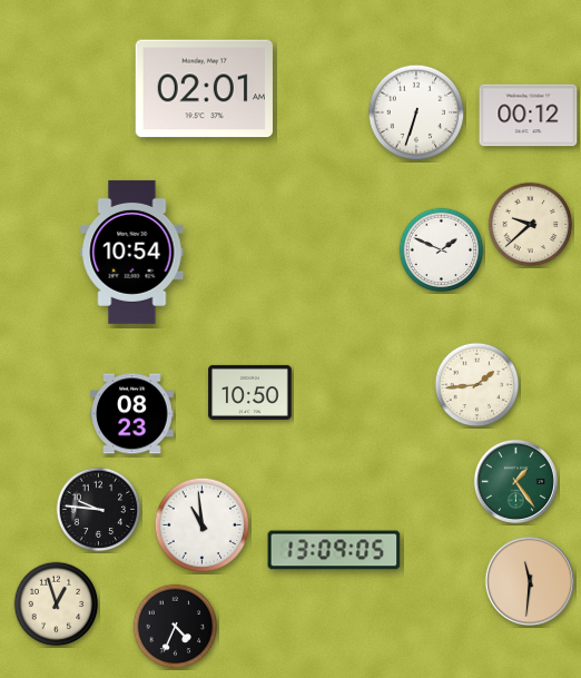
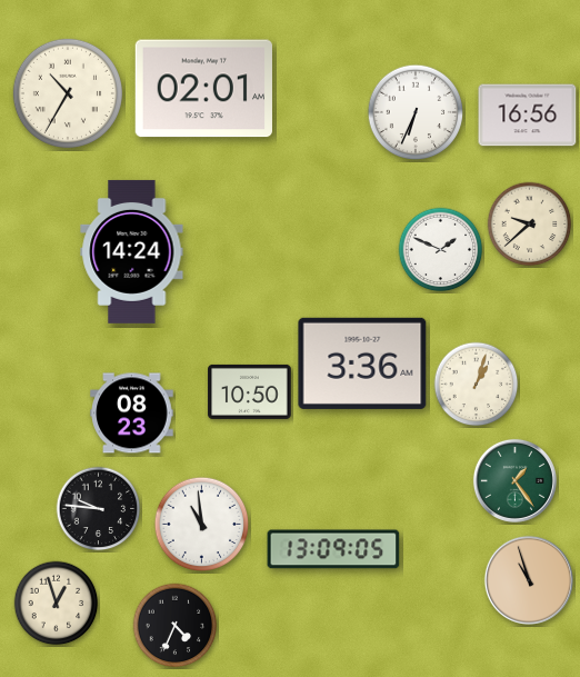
clock at (68, 93): none -> 10:35
clock at (416, 112): 6:33 -> 6:34
clock at (529, 116): 00:12 -> 16:56
clock at (132, 252): 10:54 -> 14:24
clock at (362, 364): none -> 3:36
clock at (477, 385): 1:44 -> 1:03
clock at (530, 581): 11:31 -> 10:57
